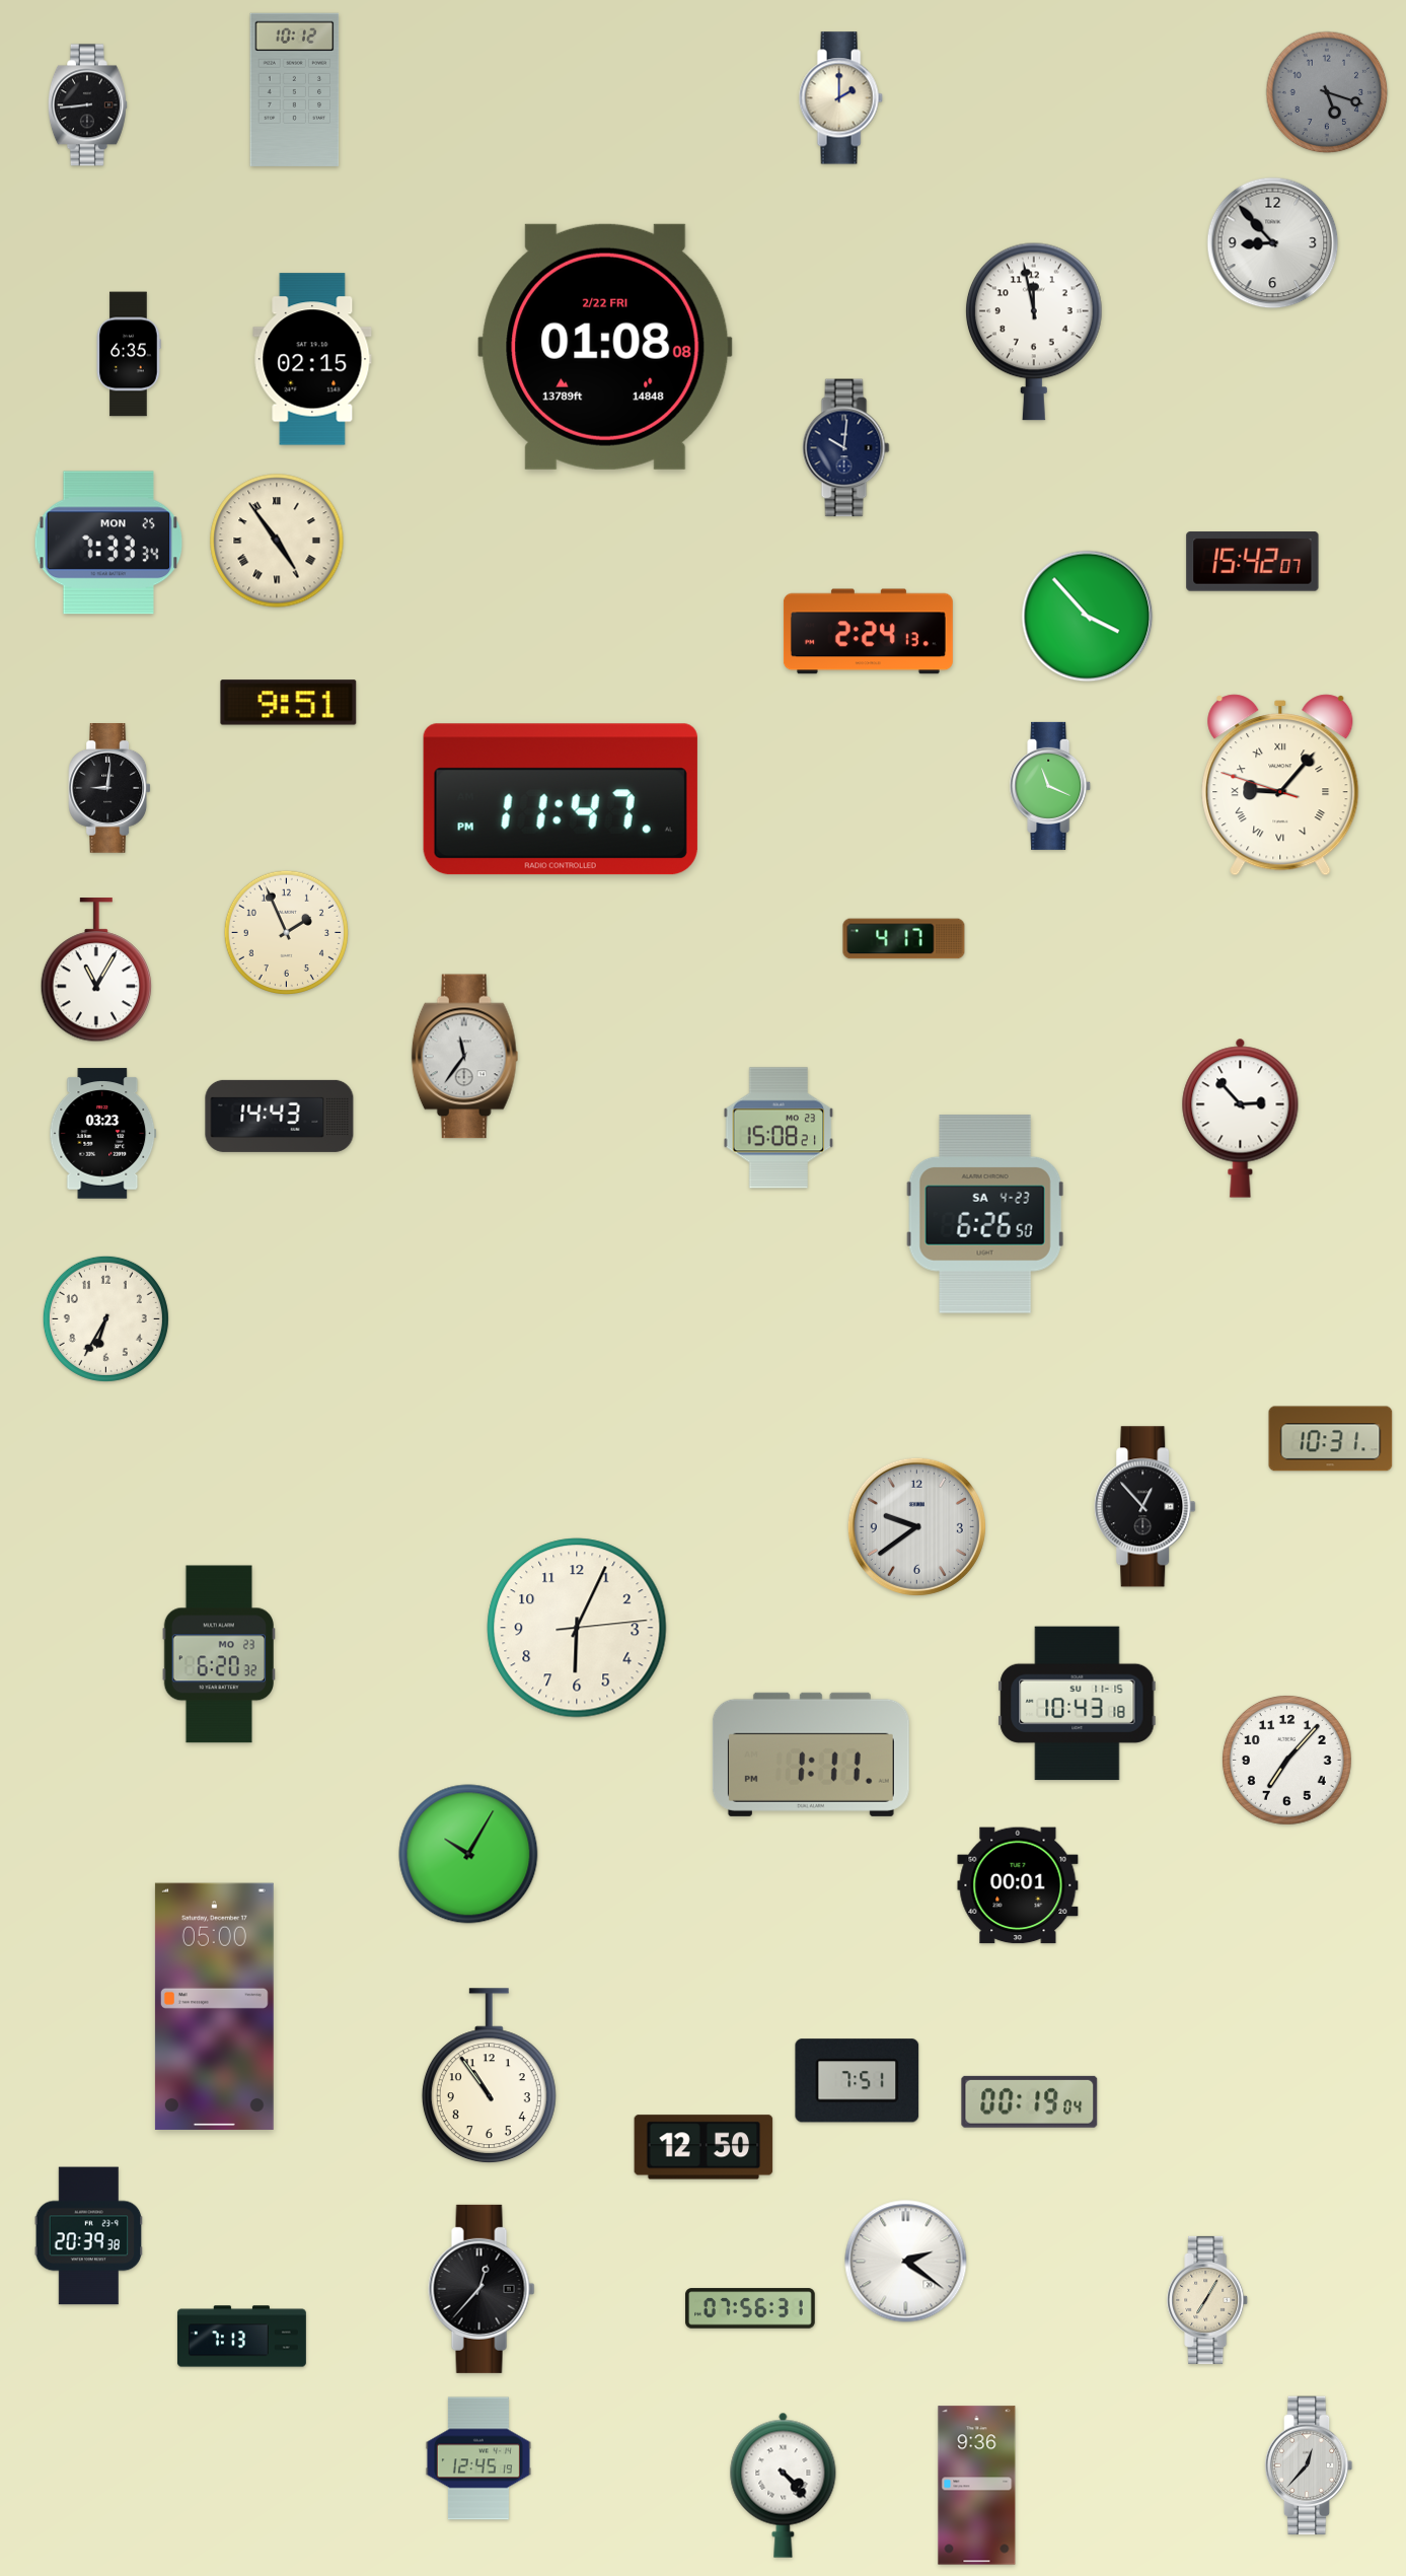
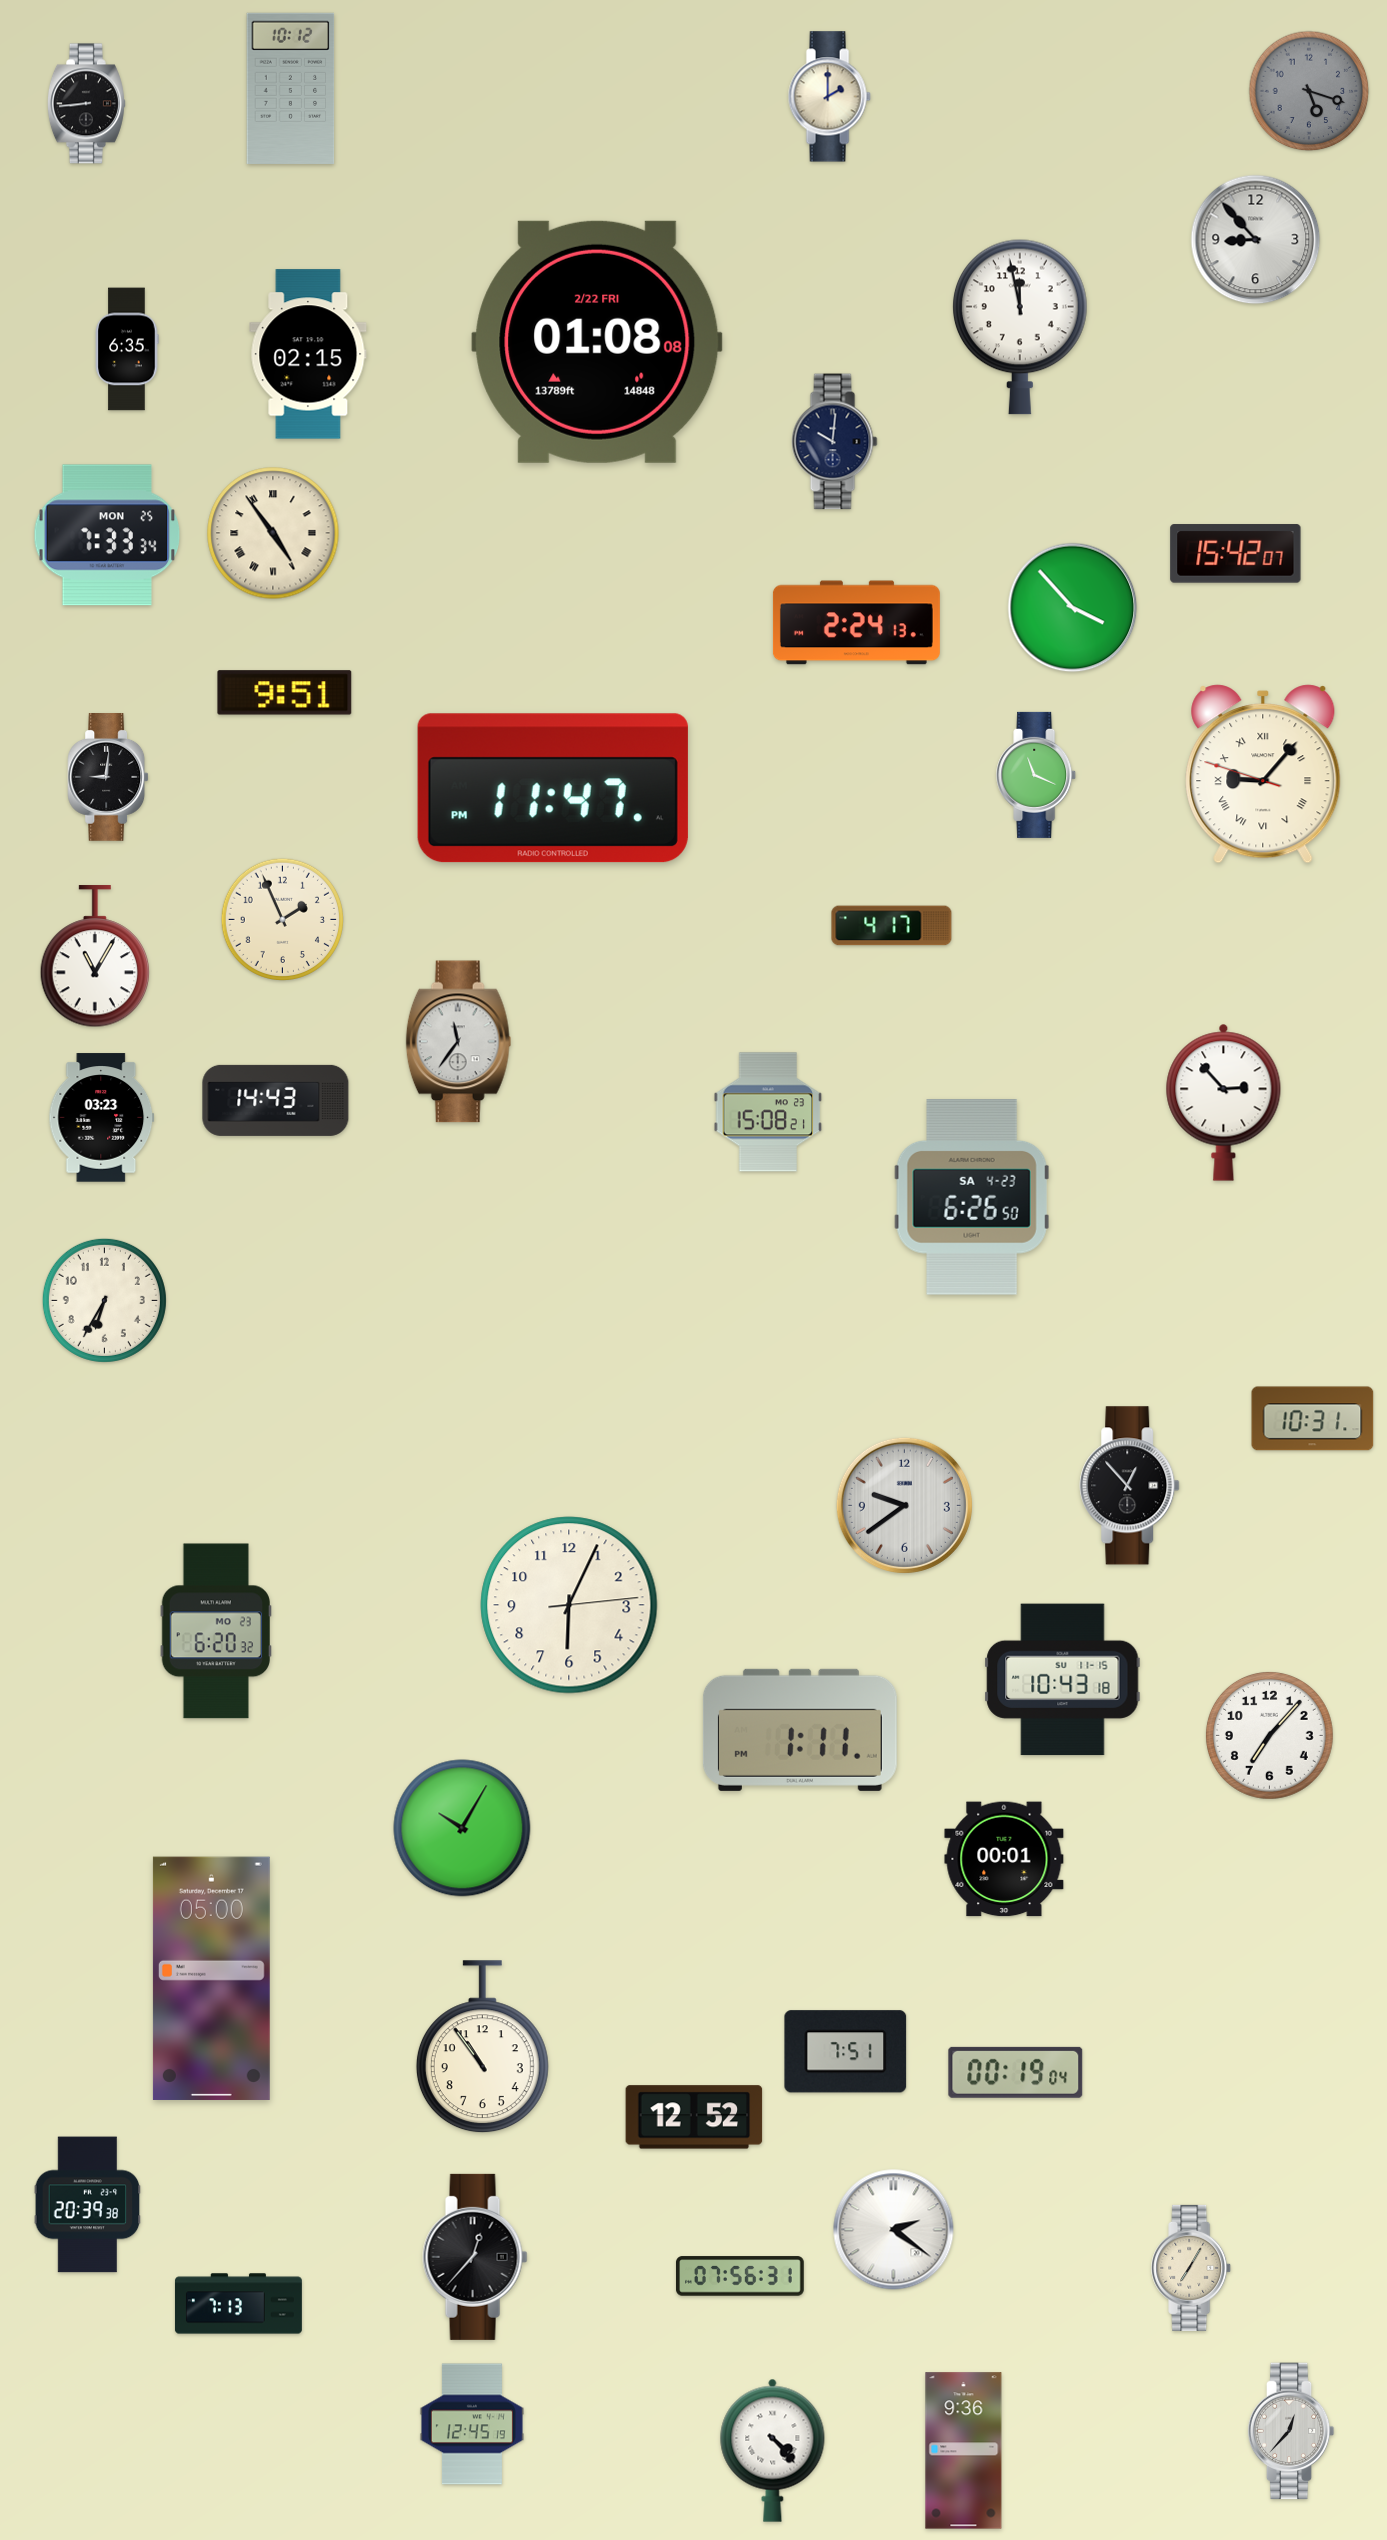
clock at (704, 2147): 12:50 -> 12:52
